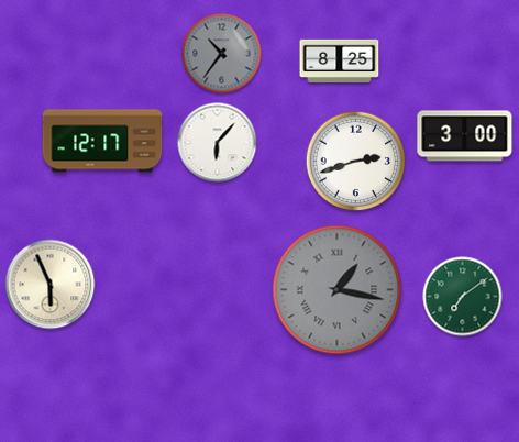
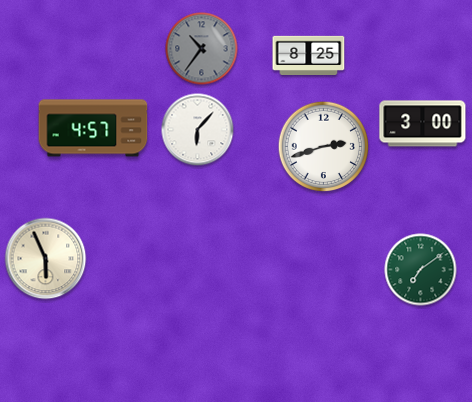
clock at (102, 141): 12:17 -> 4:57
clock at (338, 290): 1:17 -> none
